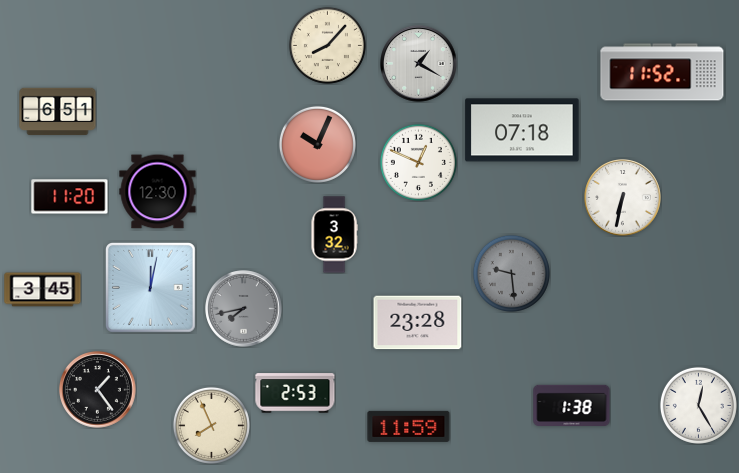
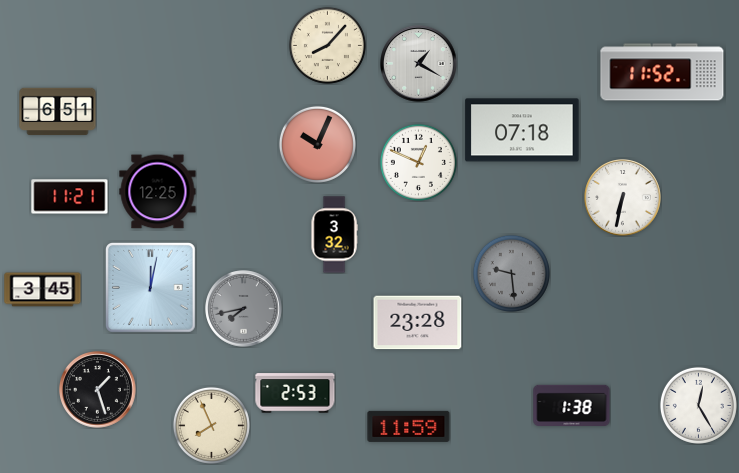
clock at (158, 192): 12:30 -> 12:25
clock at (70, 197): 11:20 -> 11:21
clock at (98, 390): 1:24 -> 1:27
